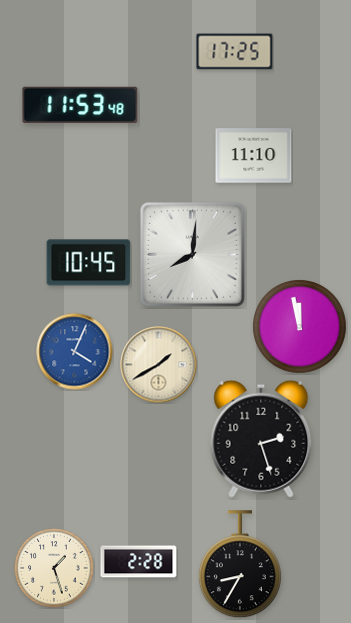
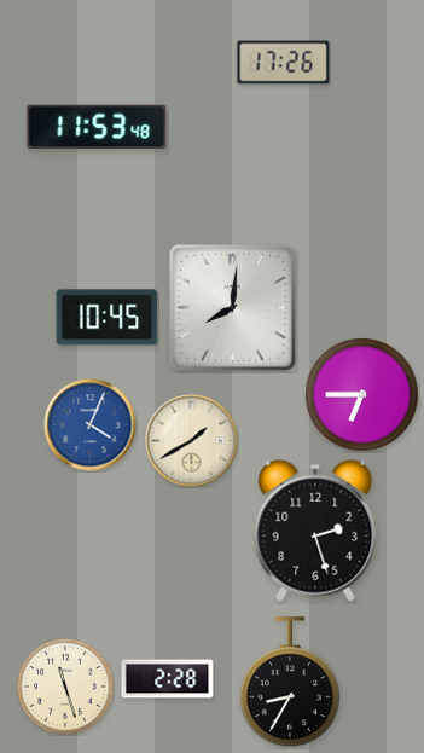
clock at (235, 52): 17:25 -> 17:26
clock at (254, 156): 11:10 -> none
clock at (300, 327): 11:58 -> 6:45
clock at (54, 568): 1:27 -> 11:27
